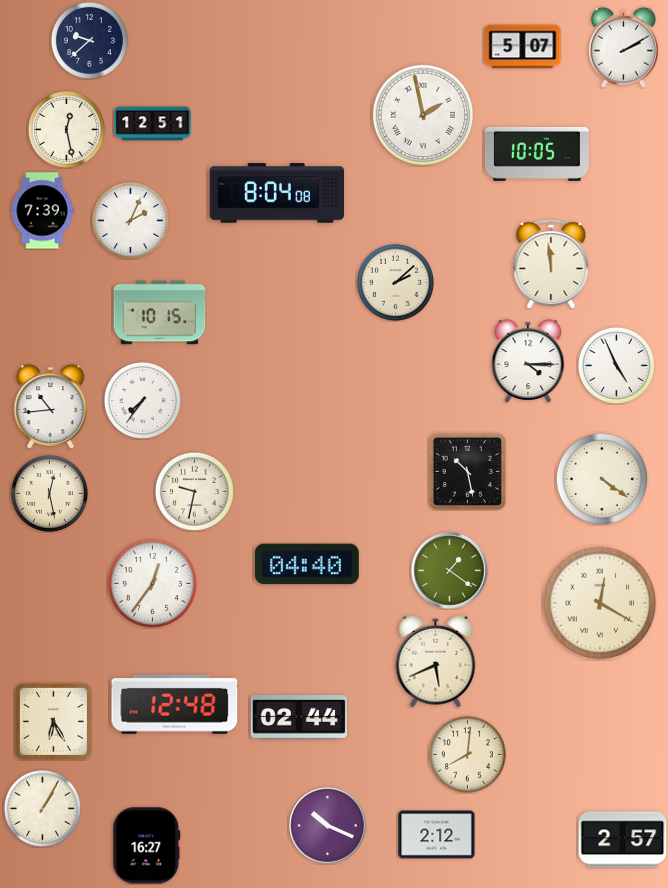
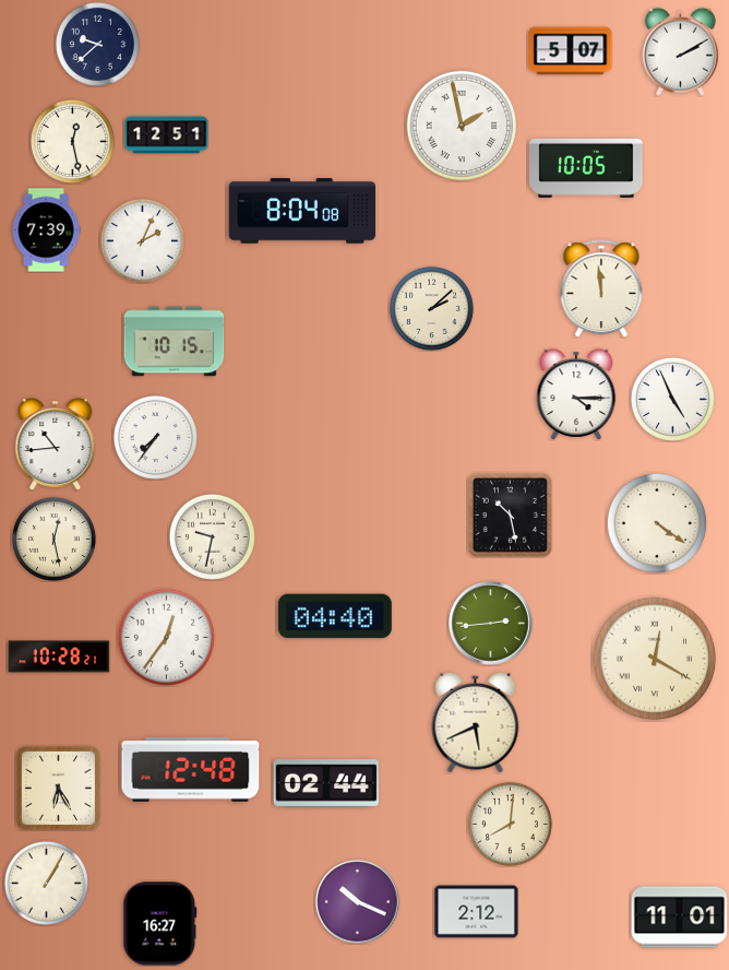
clock at (450, 571): 1:21 -> 2:44
clock at (59, 656): none -> 10:28
clock at (623, 840): 2:57 -> 11:01
